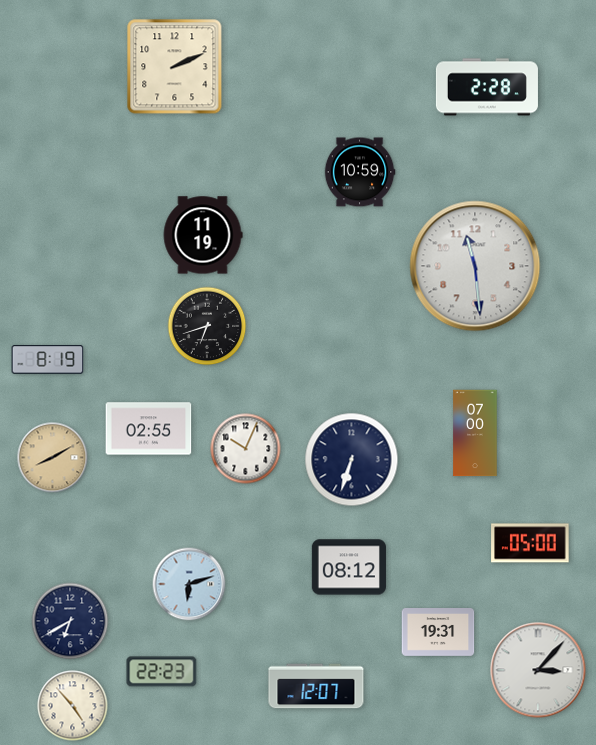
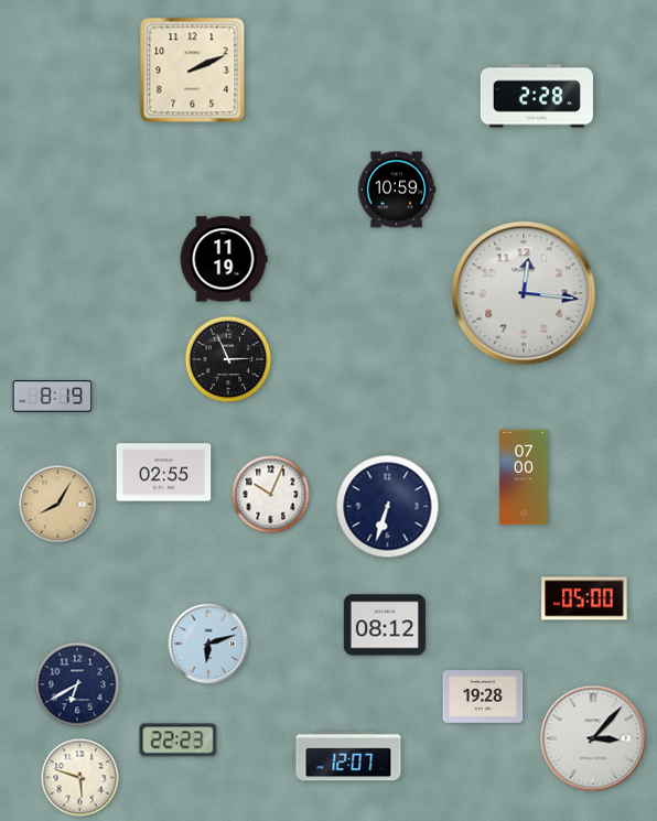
clock at (175, 67) position: (175, 67) -> (193, 71)
clock at (475, 266): 11:29 -> 12:16
clock at (207, 326): 6:42 -> 2:56
clock at (53, 458): 8:10 -> 8:05
clock at (438, 633): 19:31 -> 19:28
clock at (73, 706): 4:53 -> 5:48
